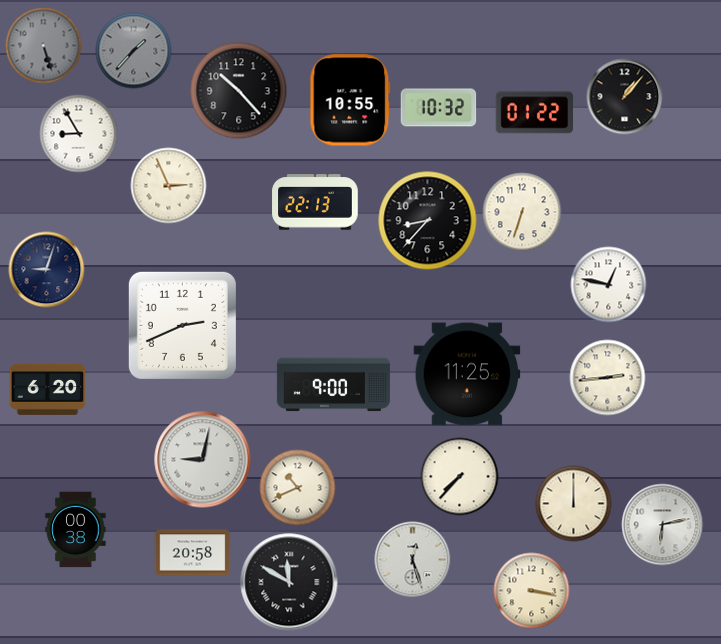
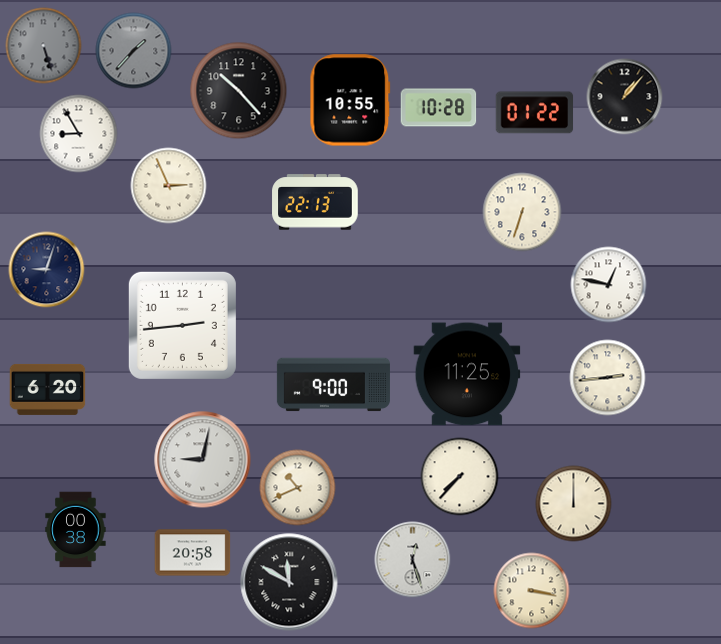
clock at (439, 108): 10:32 -> 10:28
clock at (428, 221): 8:37 -> none
clock at (182, 325): 2:41 -> 2:44
clock at (663, 525): 6:13 -> none
